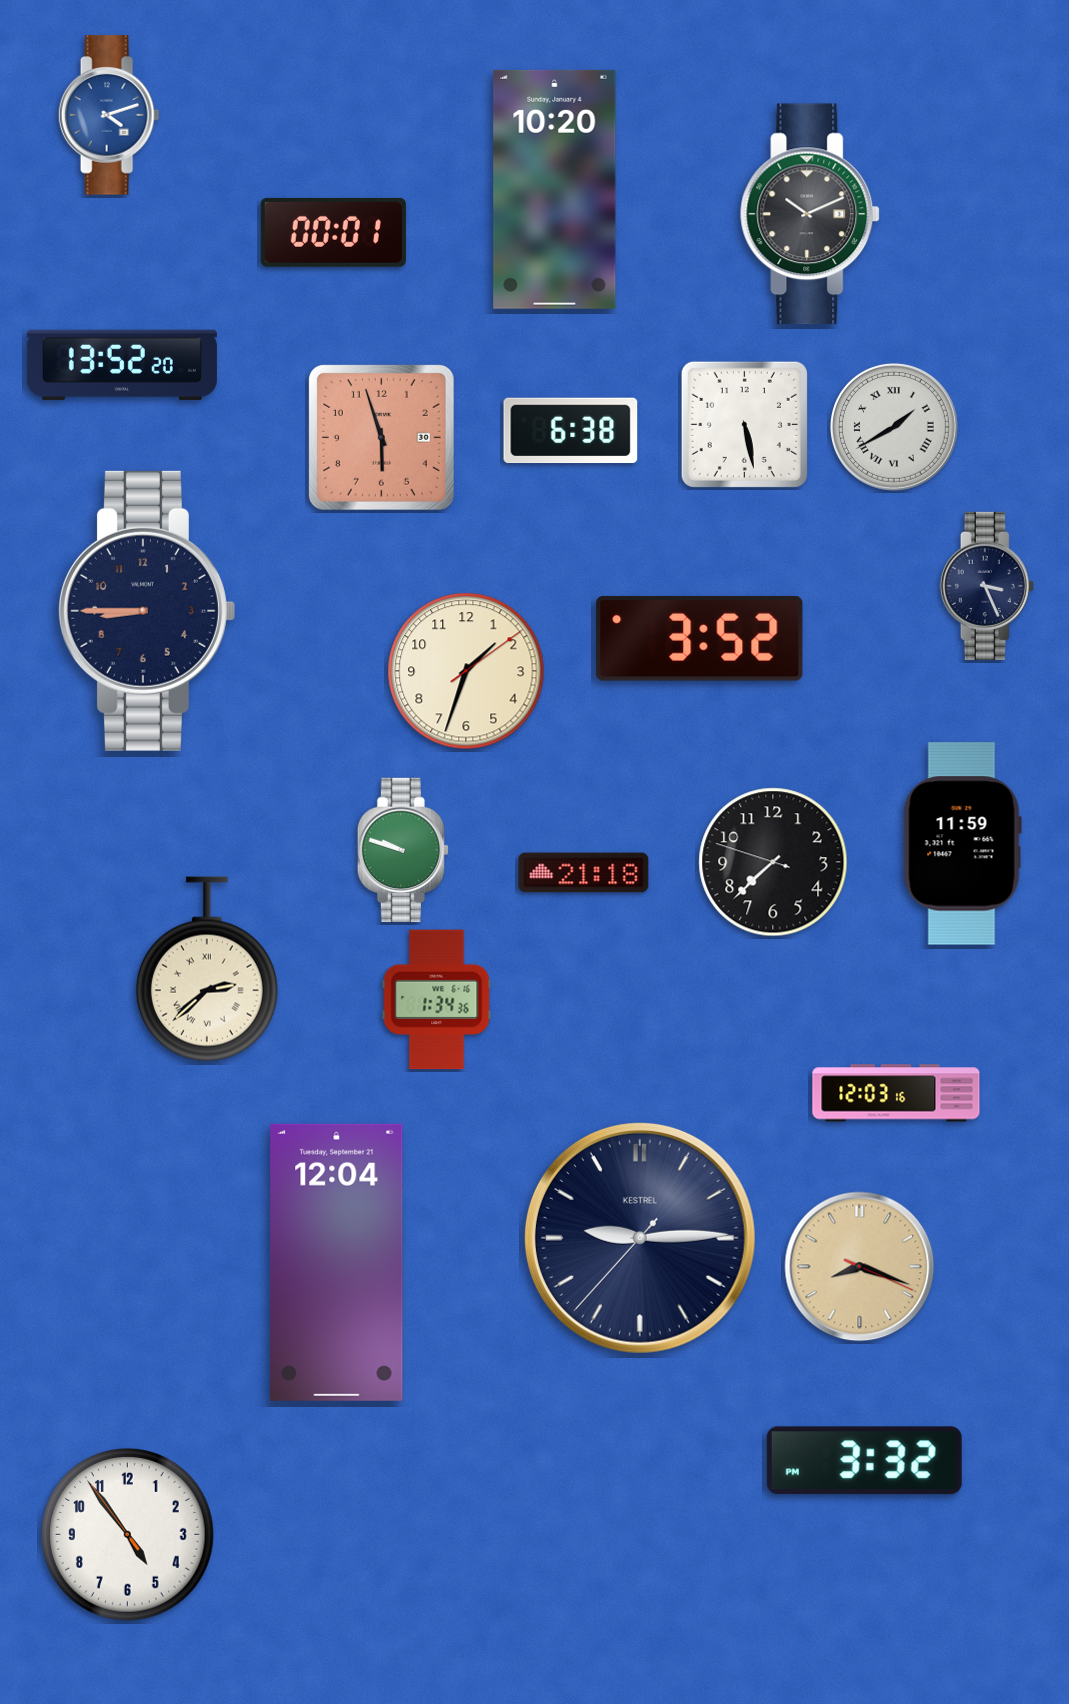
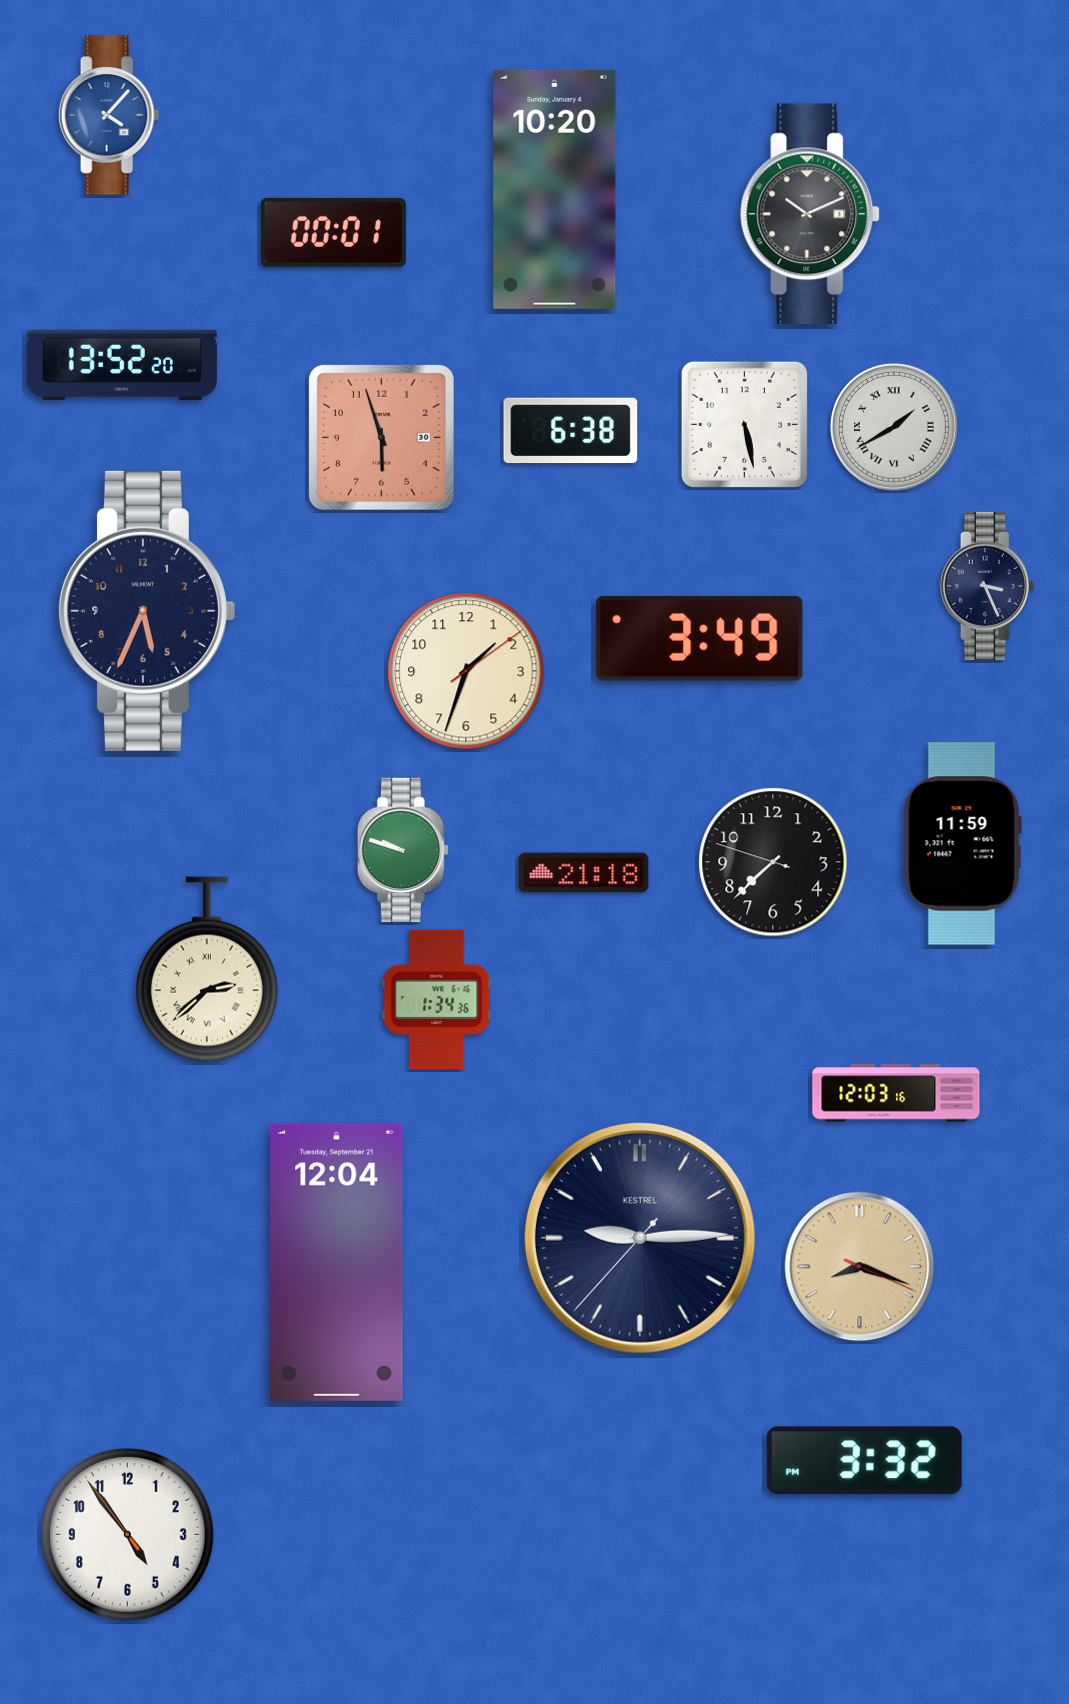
clock at (109, 115): 4:12 -> 4:07
clock at (146, 611): 8:45 -> 5:34
clock at (700, 638): 3:52 -> 3:49
